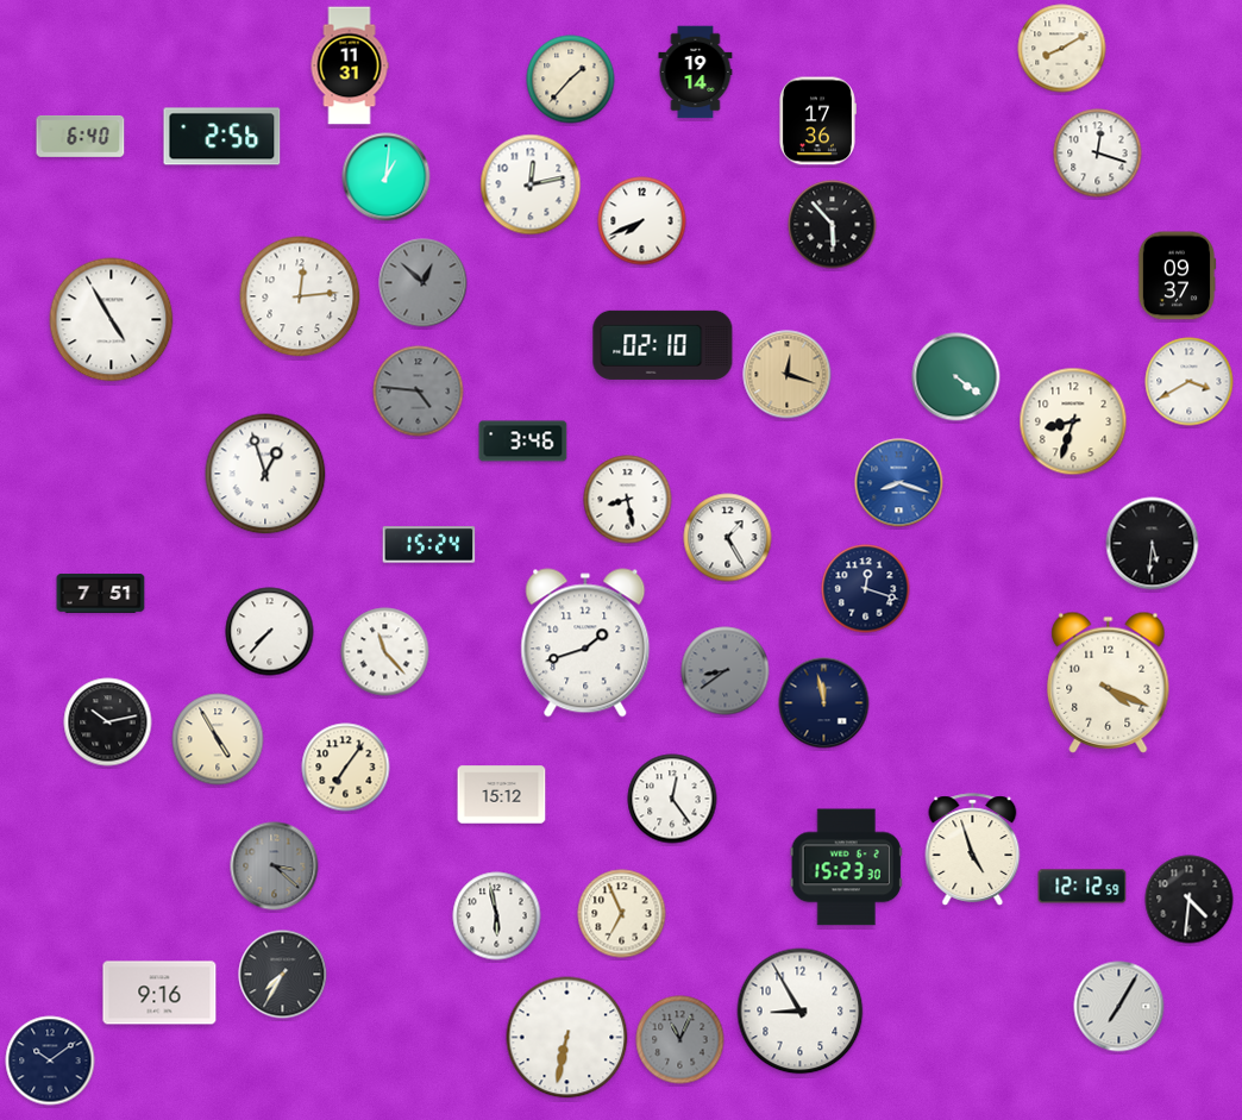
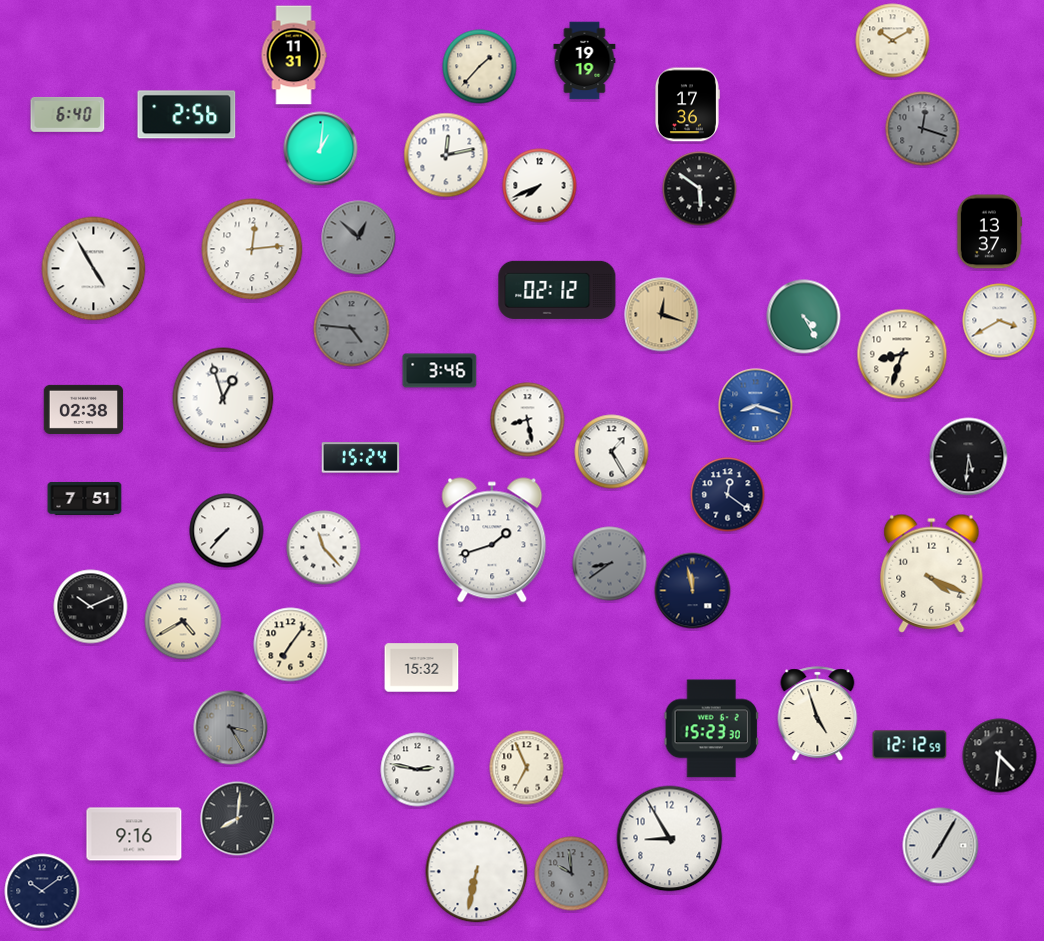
clock at (1062, 49): 8:10 -> 10:10
clock at (696, 73): 19:14 -> 19:19
clock at (818, 121) position: (818, 121) -> (688, 105)
clock at (1098, 154) dial: white -> grey
clock at (387, 177) position: (387, 177) -> (321, 149)
clock at (833, 225): 5:53 -> 5:51
clock at (1177, 276): 09:37 -> 13:37
clock at (424, 283) position: (424, 283) -> (359, 238)
clock at (663, 345): 02:10 -> 02:12
clock at (956, 377): 4:21 -> 4:25
clock at (84, 409): none -> 02:38
clock at (866, 589): 12:18 -> 12:21
clock at (108, 722): 10:13 -> 10:11
clock at (218, 739): 4:55 -> 4:40
clock at (502, 795): 15:12 -> 15:32
clock at (672, 799): 12:24 -> none
clock at (275, 866): 3:22 -> 3:25
clock at (622, 914) position: (622, 914) -> (527, 768)
clock at (497, 916): 5:58 -> 2:47
clock at (283, 975): 7:35 -> 8:01
clock at (801, 1012) position: (801, 1012) -> (670, 839)
clock at (680, 1040): 11:04 -> 9:59
